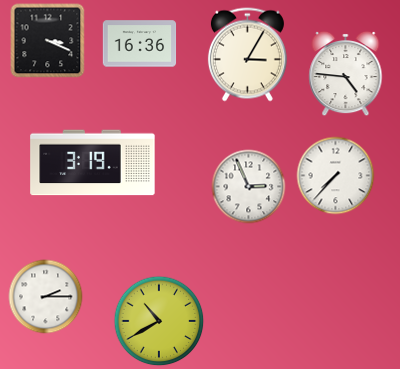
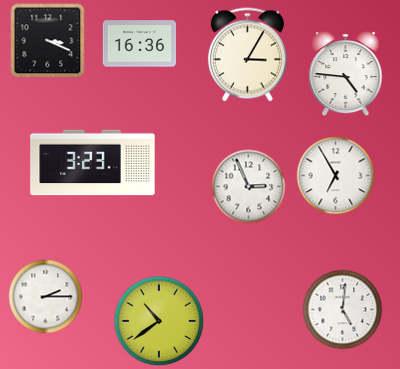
clock at (93, 163): 3:19 -> 3:23
clock at (336, 176): 7:37 -> 6:55
clock at (343, 310): none -> 5:01
clock at (159, 321): 10:40 -> 10:39
